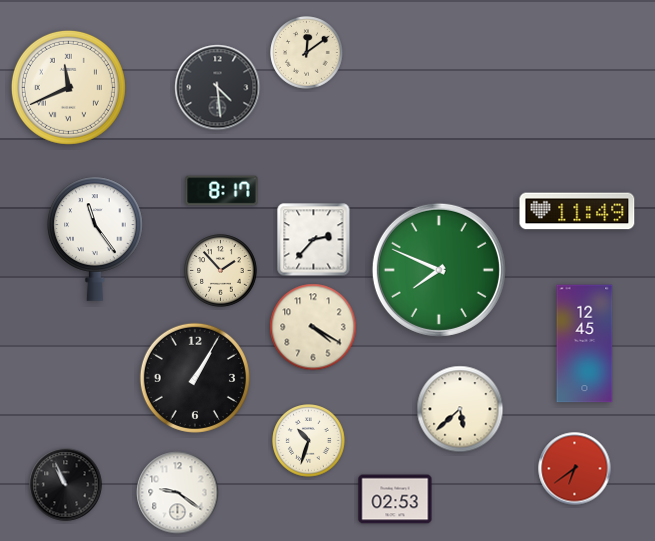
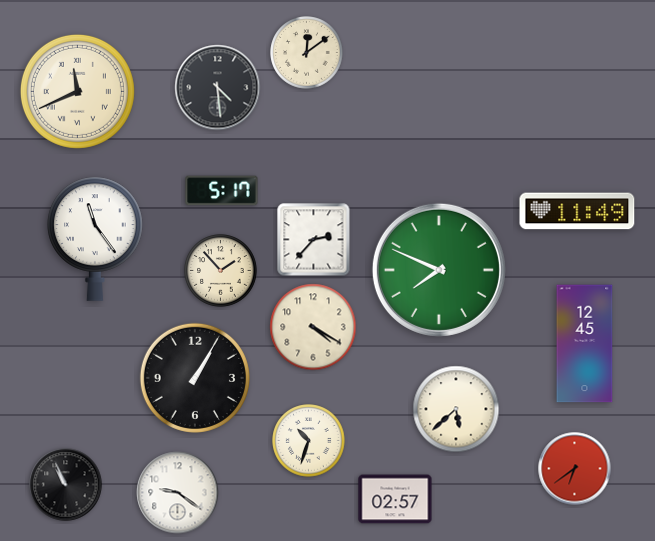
clock at (68, 87) position: (68, 87) -> (77, 91)
clock at (222, 191): 8:17 -> 5:17
clock at (460, 409) position: (460, 409) -> (456, 409)
clock at (395, 499): 02:53 -> 02:57
